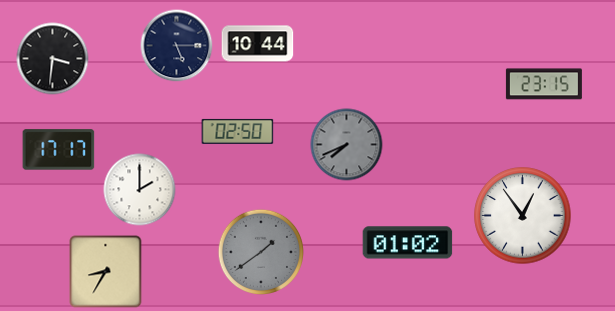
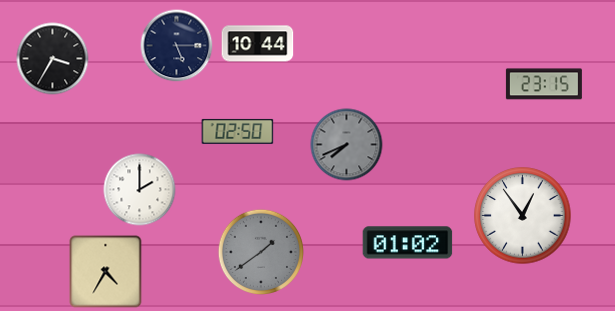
clock at (53, 59): 3:31 -> 3:35
clock at (59, 150): 17:17 -> none
clock at (106, 272): 8:35 -> 4:35
